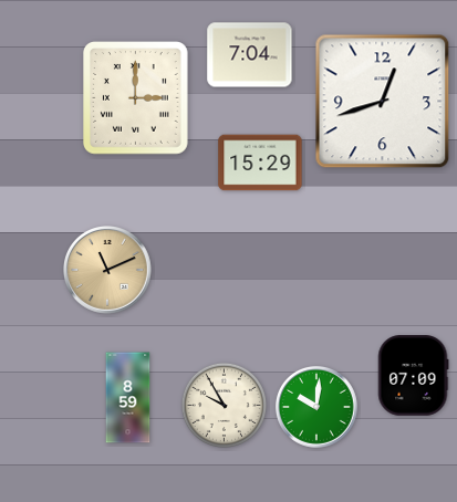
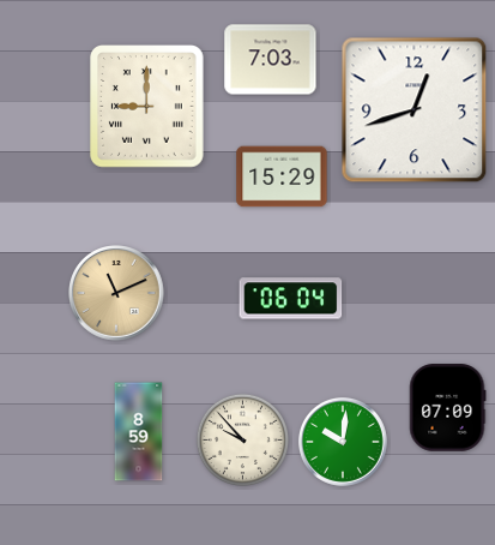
clock at (250, 55): 7:04 -> 7:03
clock at (136, 98): 3:00 -> 9:00
clock at (291, 299): none -> 06:04
clock at (224, 405): 9:55 -> 9:53
